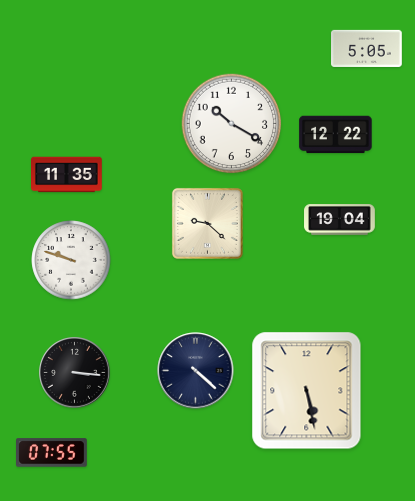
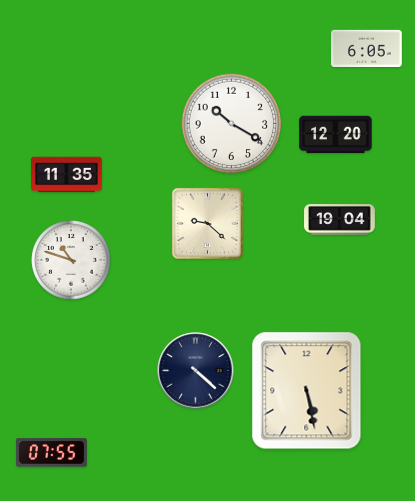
clock at (367, 48): 5:05 -> 6:05
clock at (336, 135): 12:22 -> 12:20
clock at (71, 260): 9:48 -> 10:48
clock at (75, 373): 3:16 -> none
